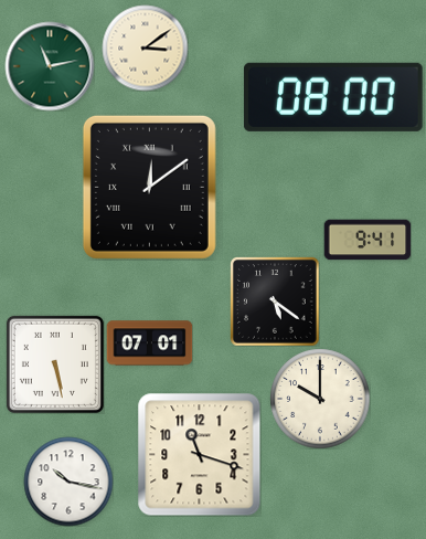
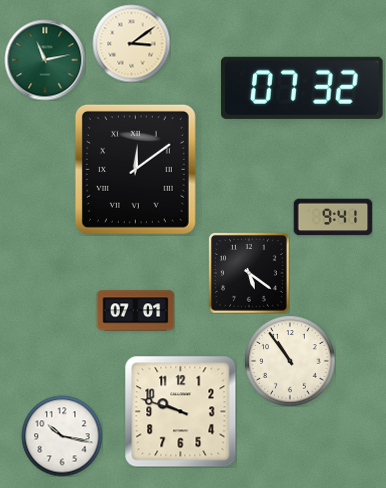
clock at (333, 97): 08:00 -> 07:32
clock at (55, 364): 5:28 -> none
clock at (320, 399): 10:00 -> 10:54
clock at (199, 454): 11:18 -> 9:48
